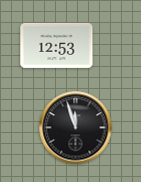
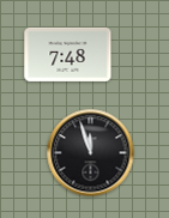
clock at (57, 45): 12:53 -> 7:48
